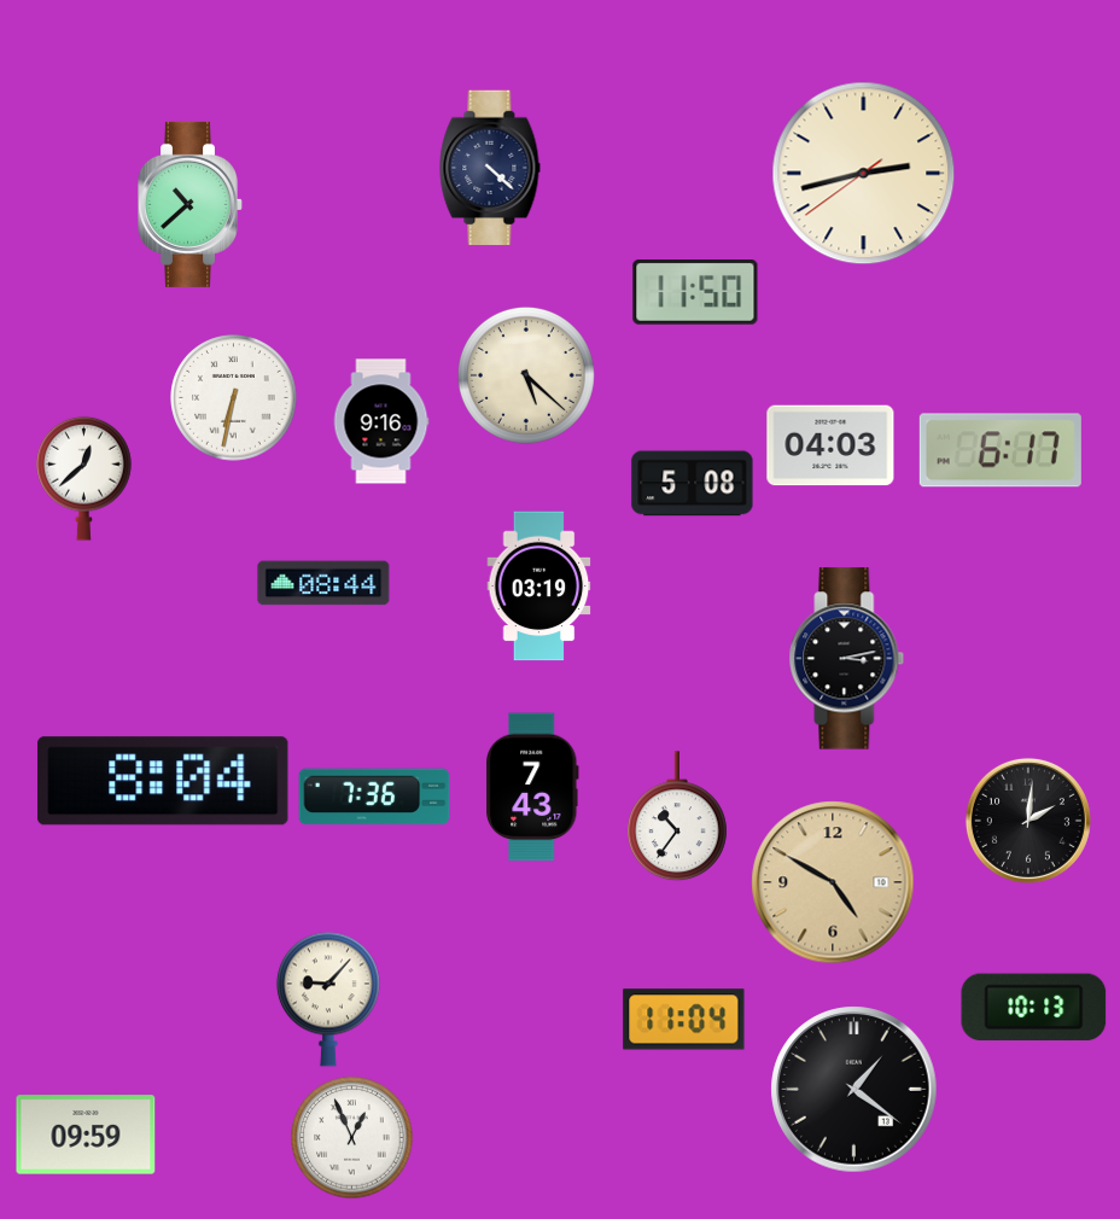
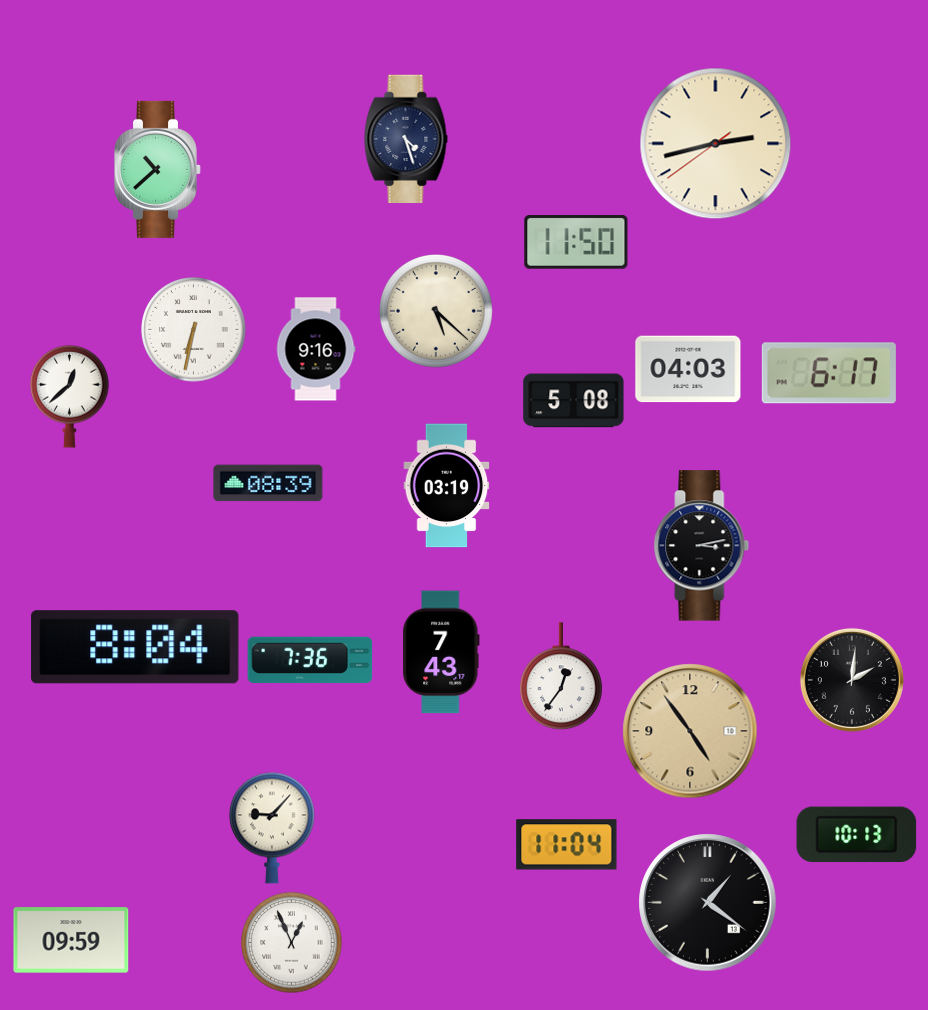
clock at (490, 168): 4:22 -> 4:27
clock at (323, 583): 08:44 -> 08:39
clock at (678, 816): 10:36 -> 12:36
clock at (833, 882): 4:50 -> 4:54
